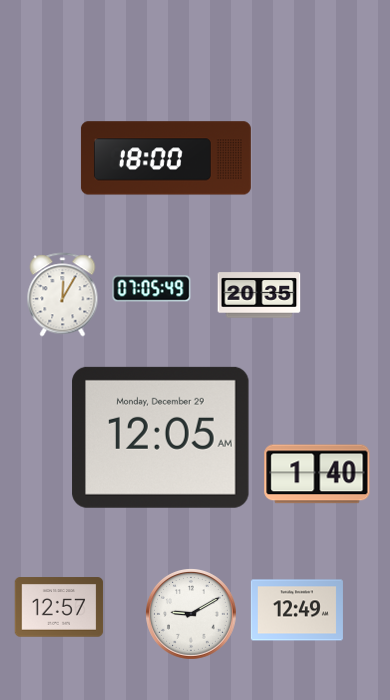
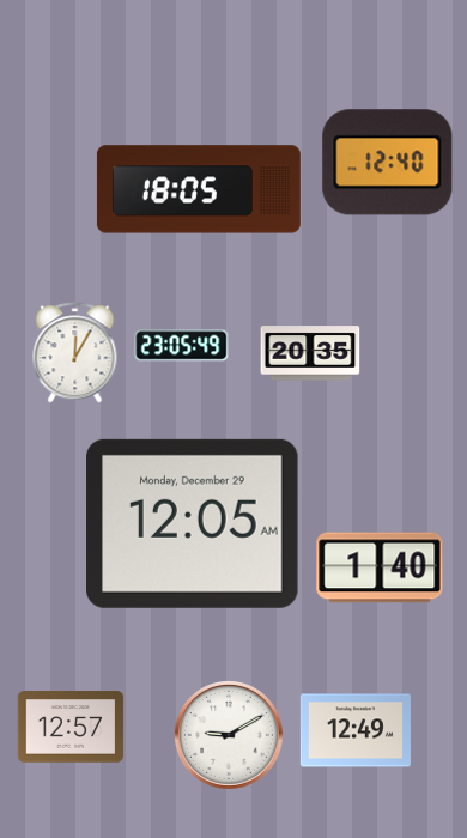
clock at (388, 163): none -> 12:40
clock at (166, 158): 18:00 -> 18:05
clock at (152, 289): 07:05 -> 23:05
